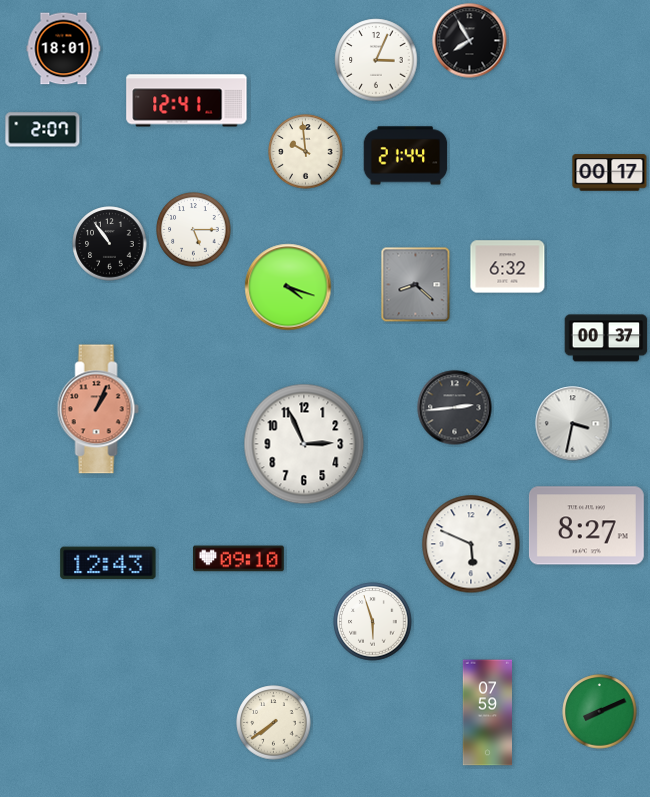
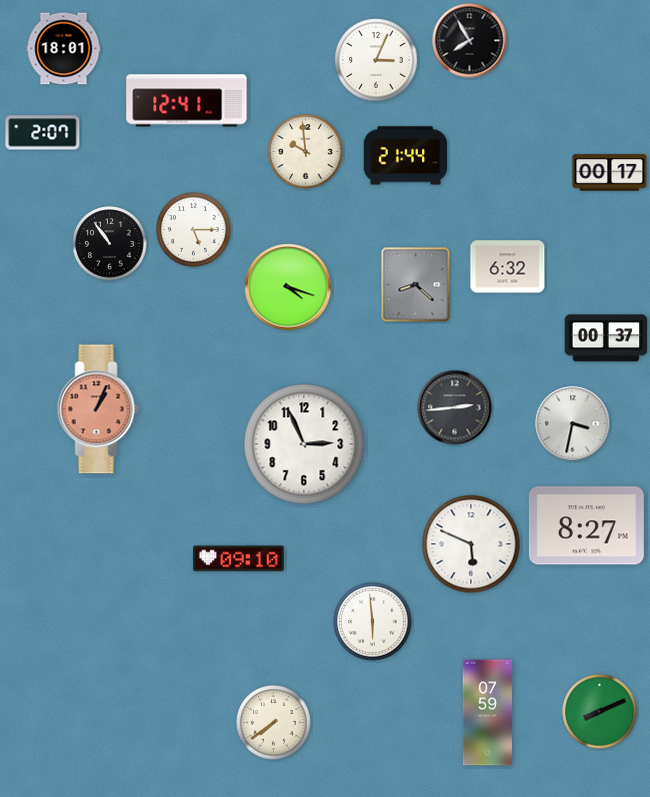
clock at (43, 130) position: (43, 130) -> (43, 133)
clock at (108, 563): 12:43 -> none
clock at (373, 622): 5:57 -> 5:59
